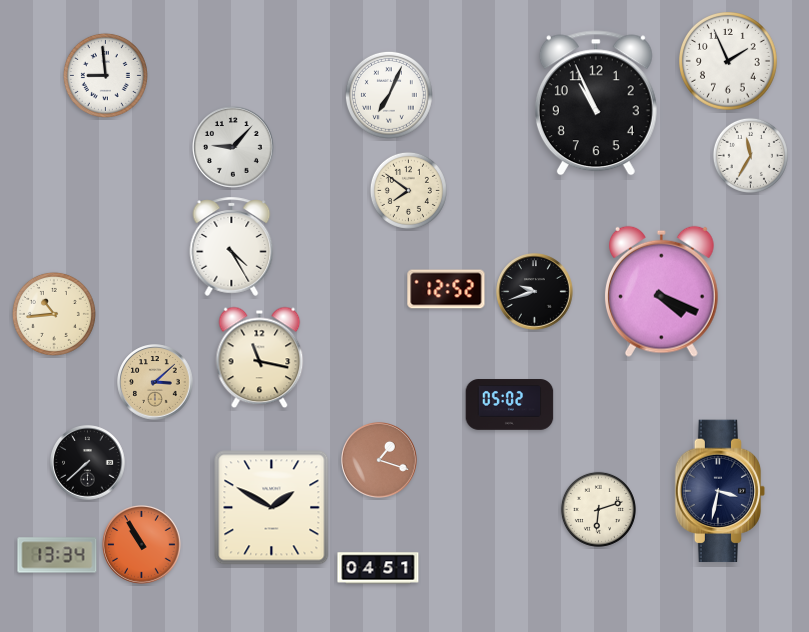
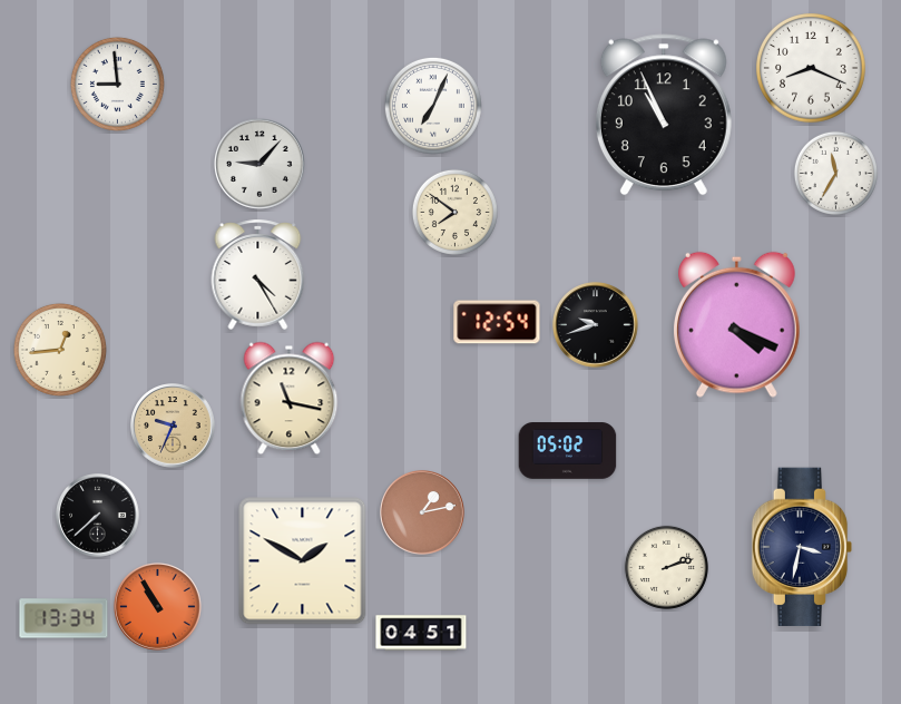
clock at (729, 62): 1:56 -> 8:19
clock at (446, 289): 12:52 -> 12:54
clock at (54, 314): 10:44 -> 12:44
clock at (155, 382): 3:08 -> 9:34
clock at (379, 460): 1:18 -> 1:13
clock at (272, 508) position: (272, 508) -> (303, 561)
clock at (598, 509): 6:12 -> 2:12
